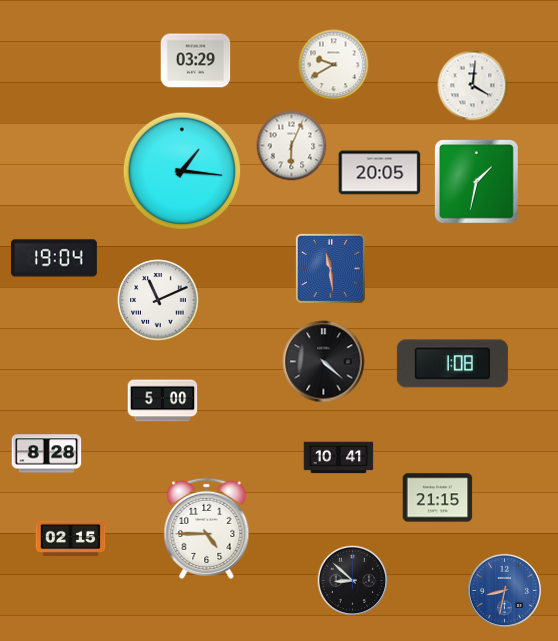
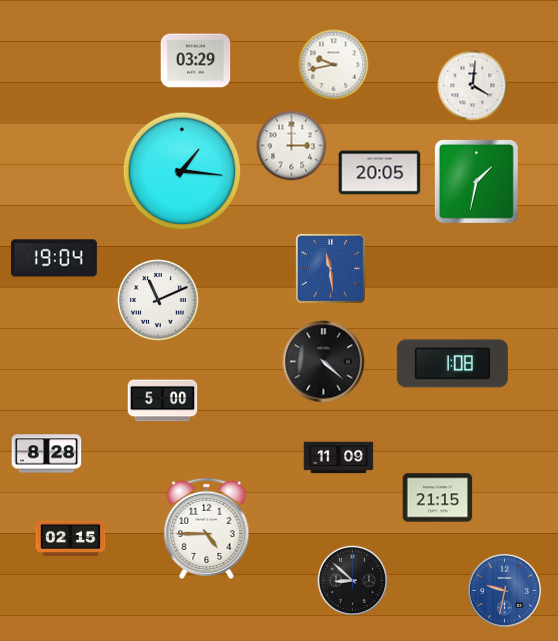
clock at (334, 65): 9:40 -> 9:43
clock at (292, 146): 6:04 -> 3:00
clock at (339, 458): 10:41 -> 11:09
clock at (504, 590): 8:32 -> 9:32
